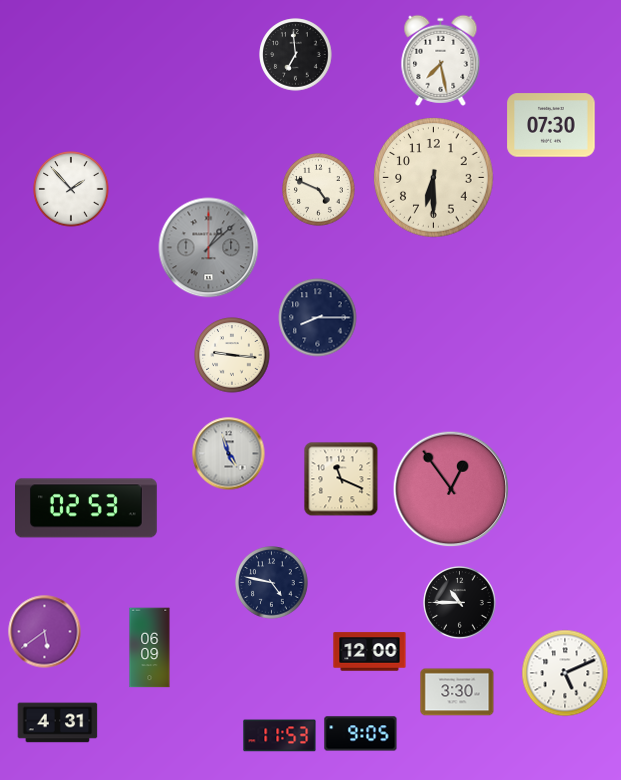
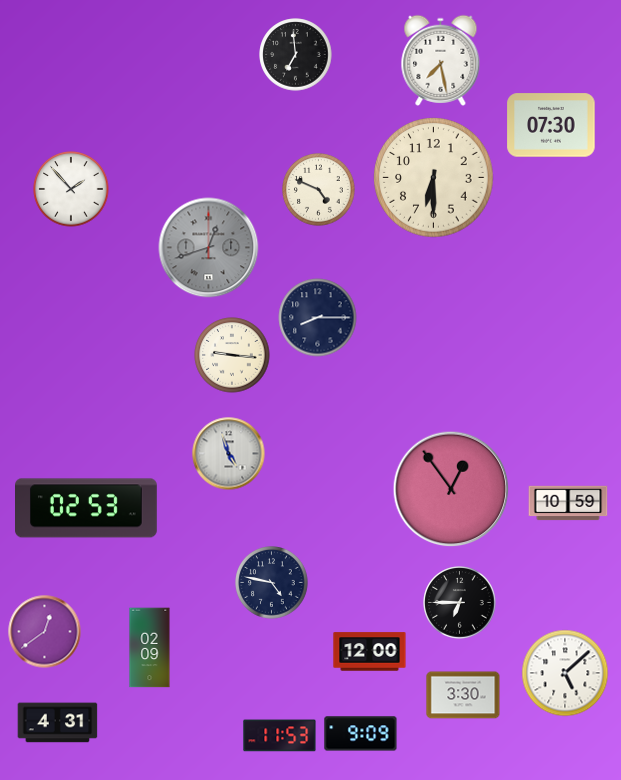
clock at (209, 248): 1:08 -> 12:42
clock at (341, 479): 11:19 -> none
clock at (568, 503): none -> 10:59
clock at (460, 603): 10:45 -> 6:45
clock at (45, 632): 5:39 -> 12:39
clock at (150, 648): 06:09 -> 02:09
clock at (565, 673): 5:11 -> 5:08
clock at (457, 692) position: (457, 692) -> (463, 695)
clock at (361, 734): 9:05 -> 9:09
